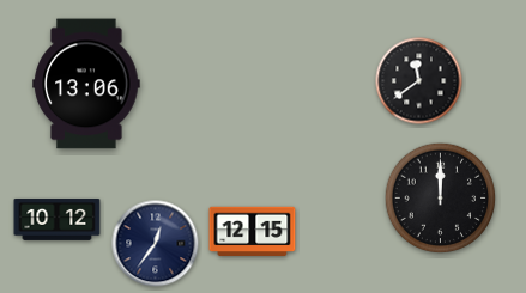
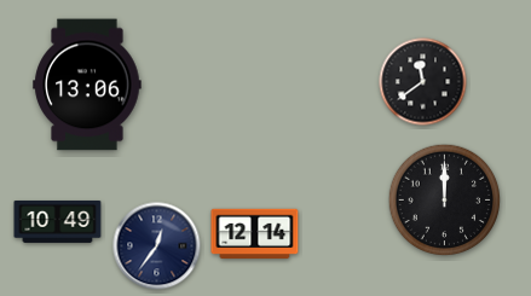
clock at (58, 219): 10:12 -> 10:49
clock at (253, 232): 12:15 -> 12:14
